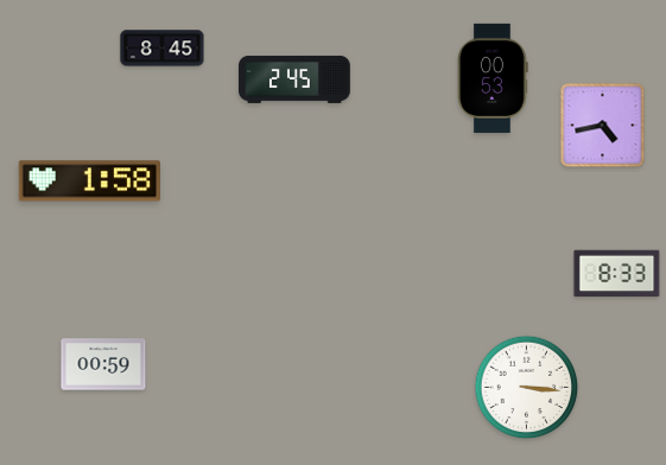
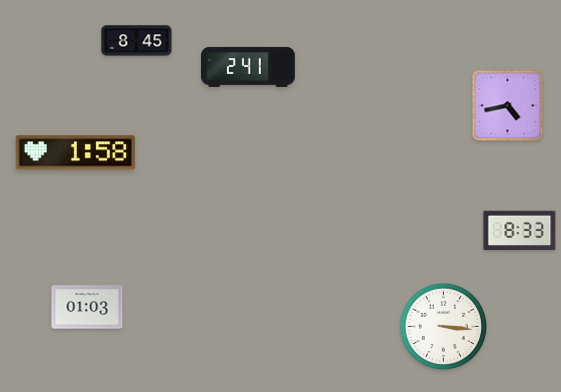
clock at (493, 78): 00:53 -> none
clock at (296, 79): 2:45 -> 2:41
clock at (103, 364): 00:59 -> 01:03
